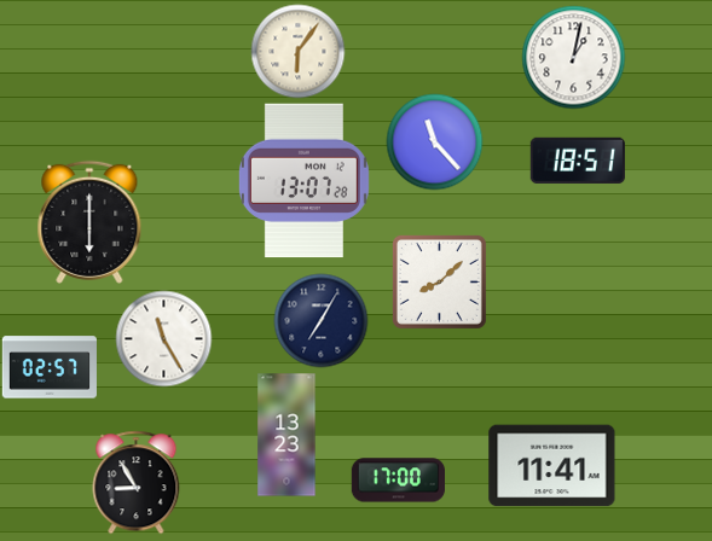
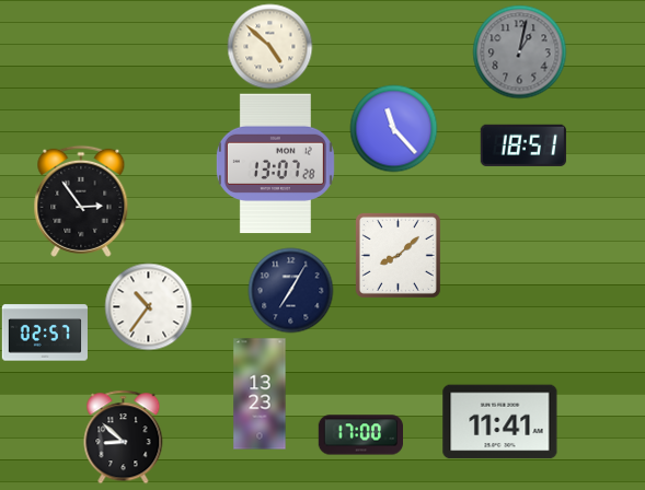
clock at (297, 51): 6:06 -> 4:52
clock at (573, 57) dial: white -> grey
clock at (89, 222): 6:00 -> 2:54
clock at (163, 338): 11:25 -> 10:36
clock at (137, 482): 8:55 -> 8:52
